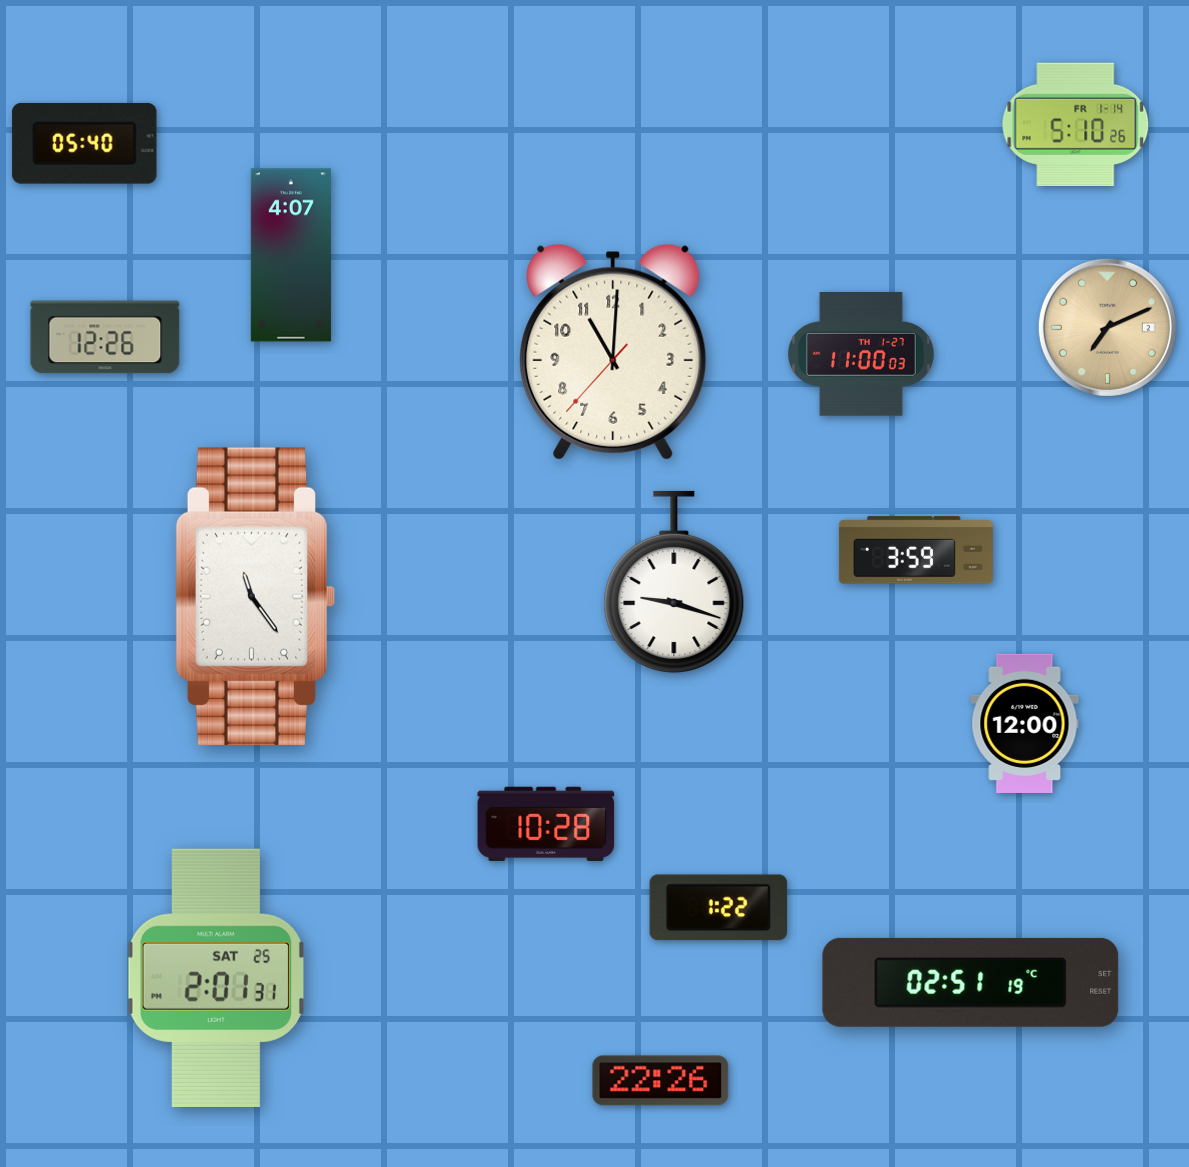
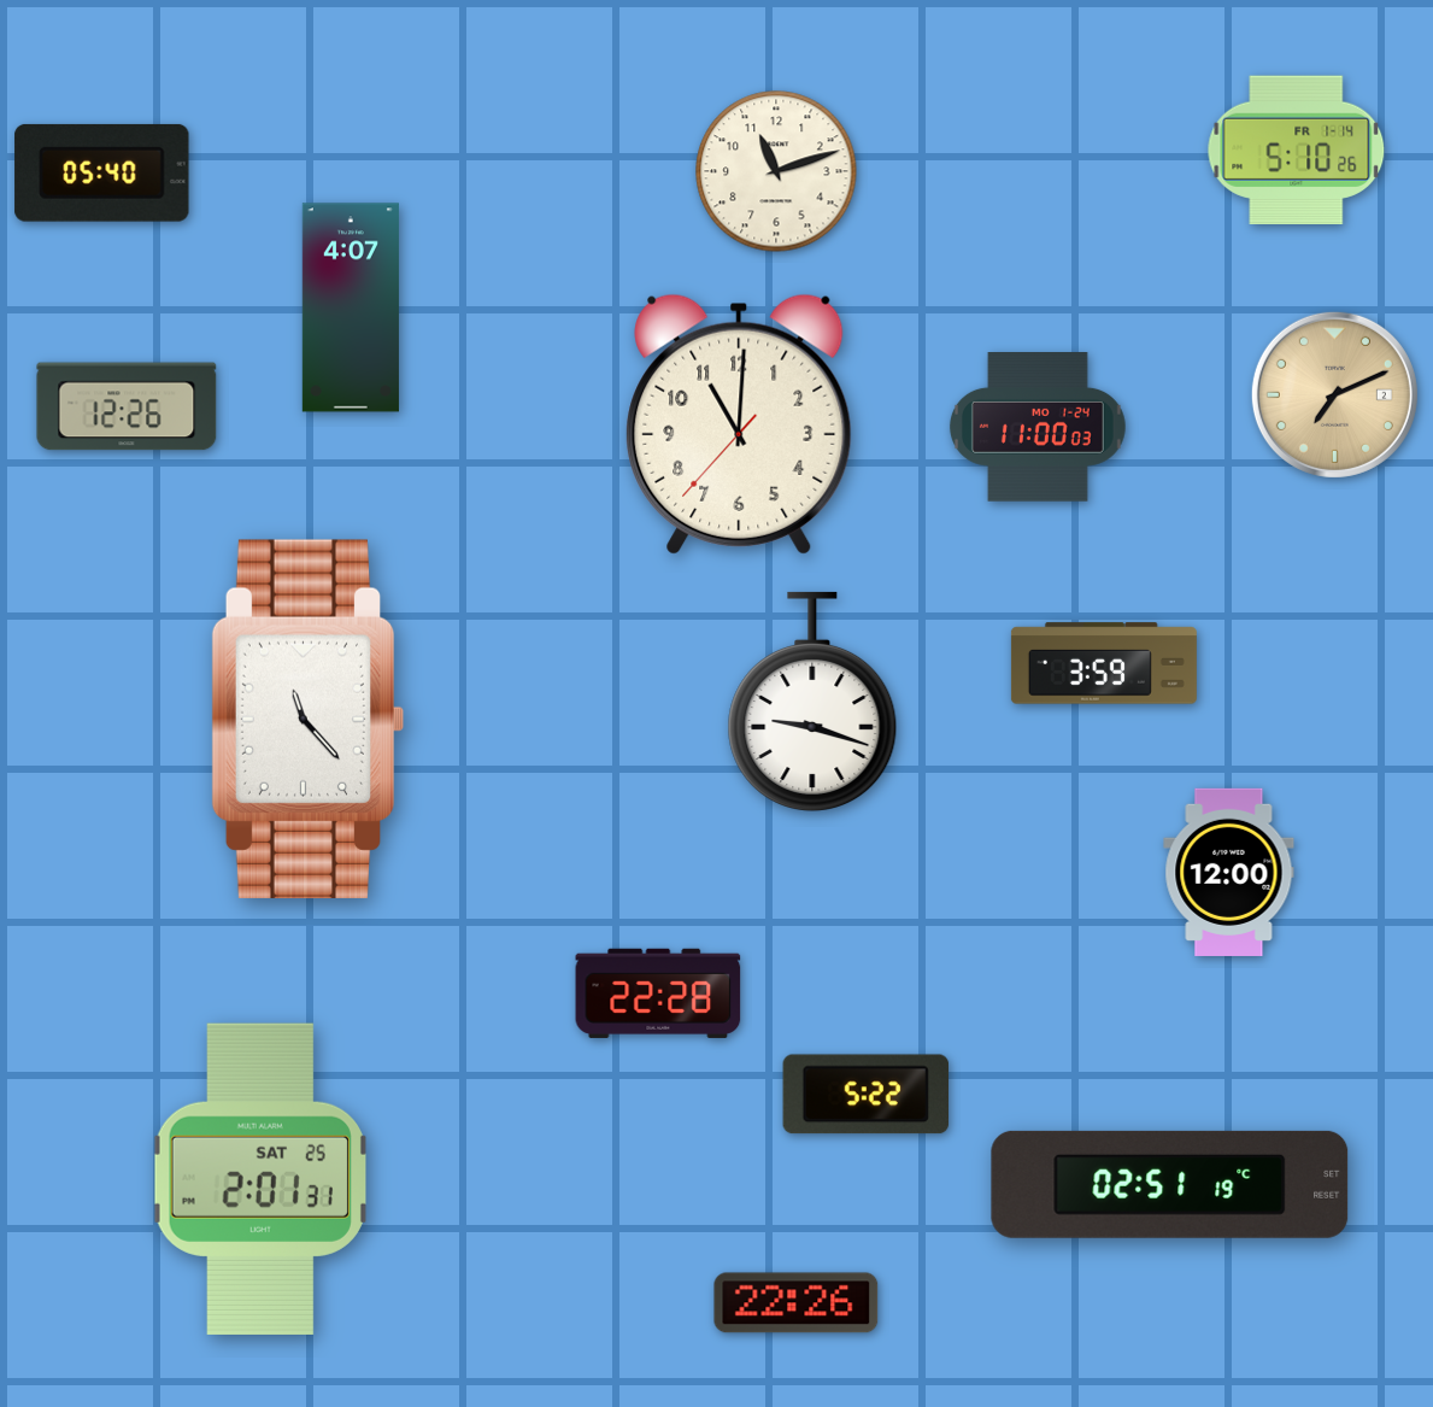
clock at (776, 171): none -> 11:12
clock at (861, 355) date: TH 1-27 -> MO 1-24
clock at (256, 596): 11:24 -> 11:23
clock at (1025, 723) position: (1025, 723) -> (1229, 872)
clock at (546, 824): 10:28 -> 22:28
clock at (719, 908): 1:22 -> 5:22
